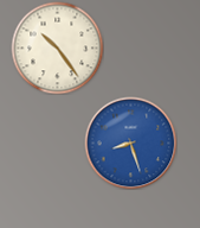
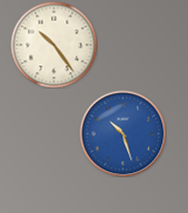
clock at (130, 142): 8:27 -> 10:27
